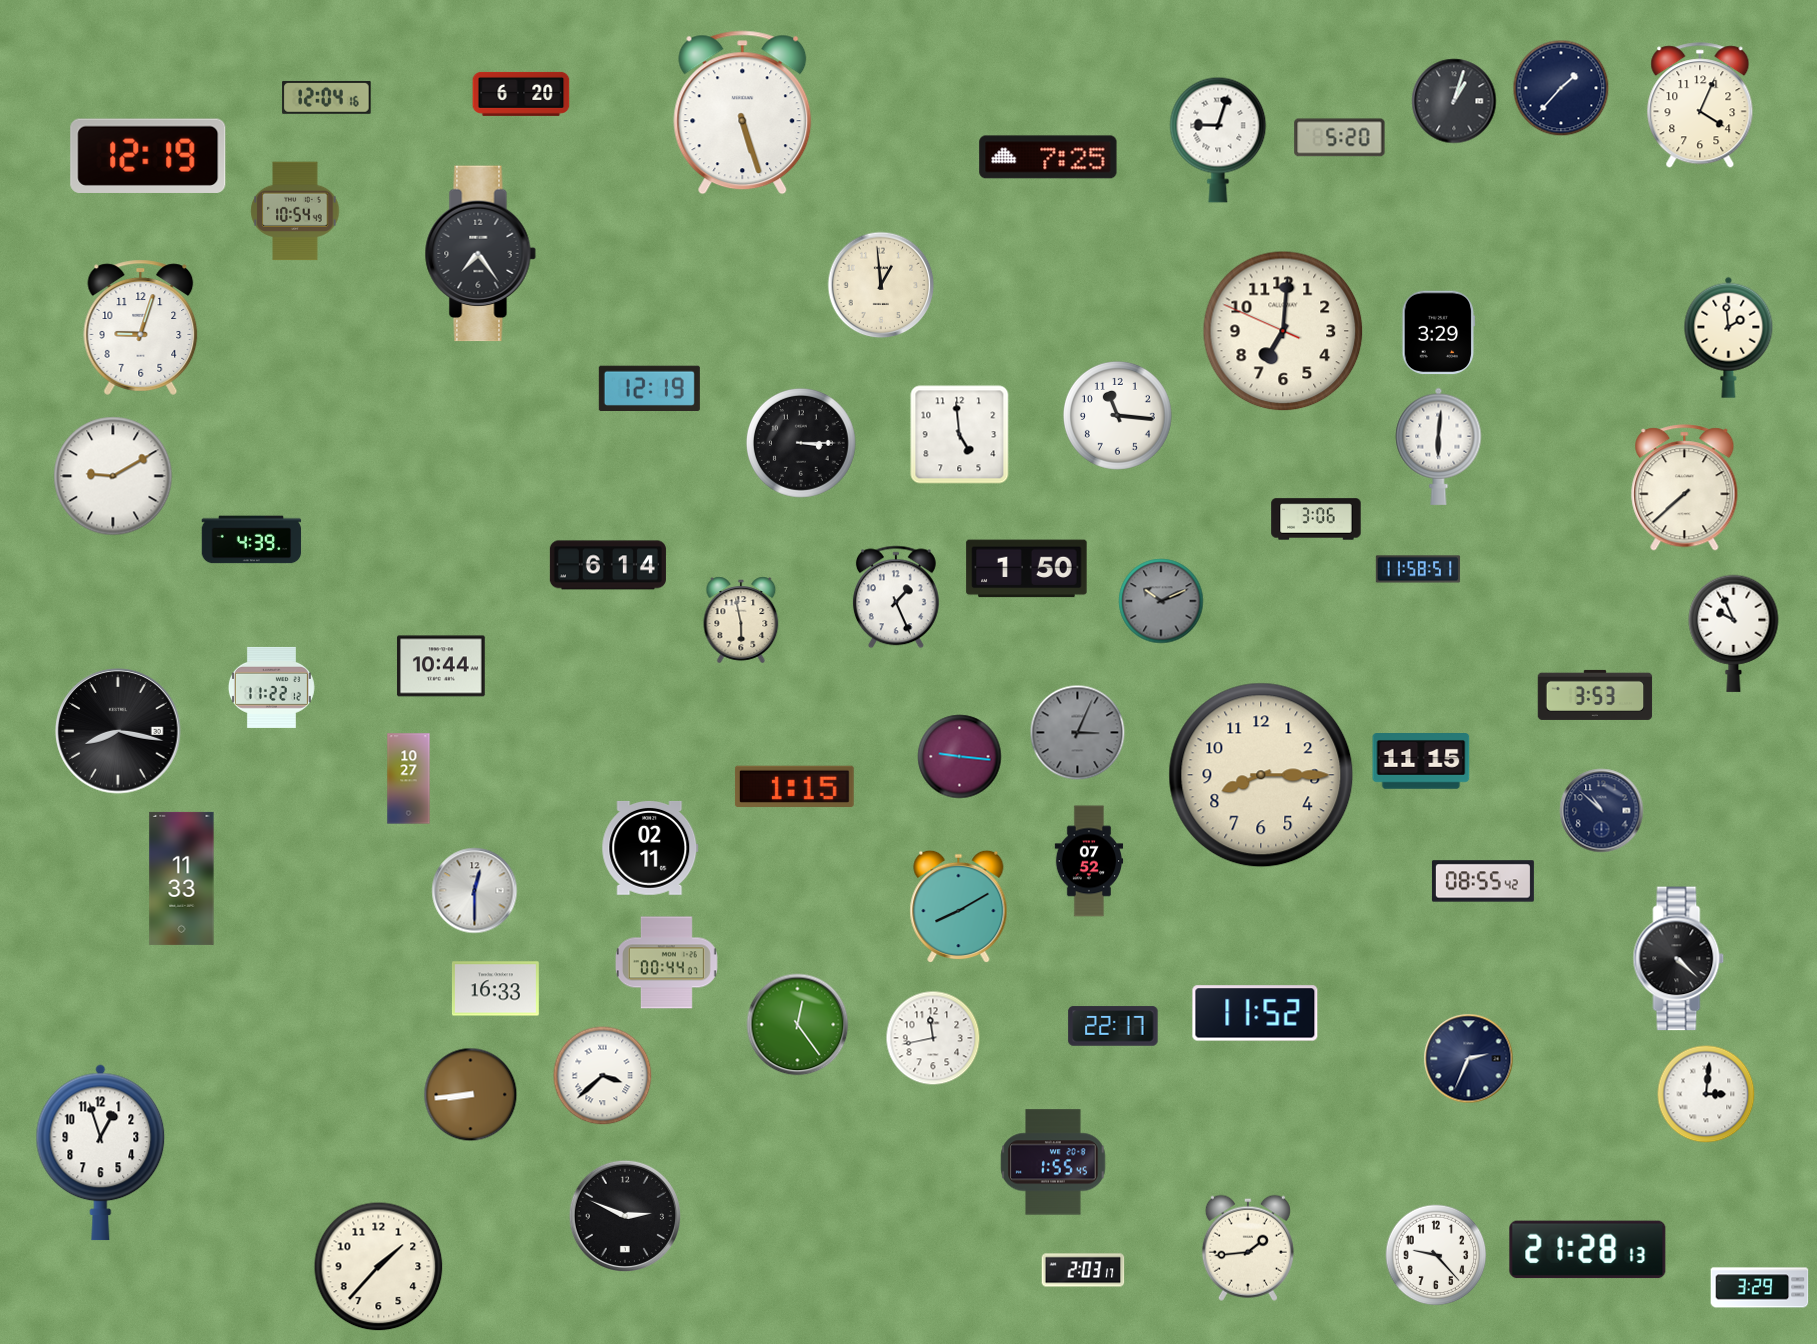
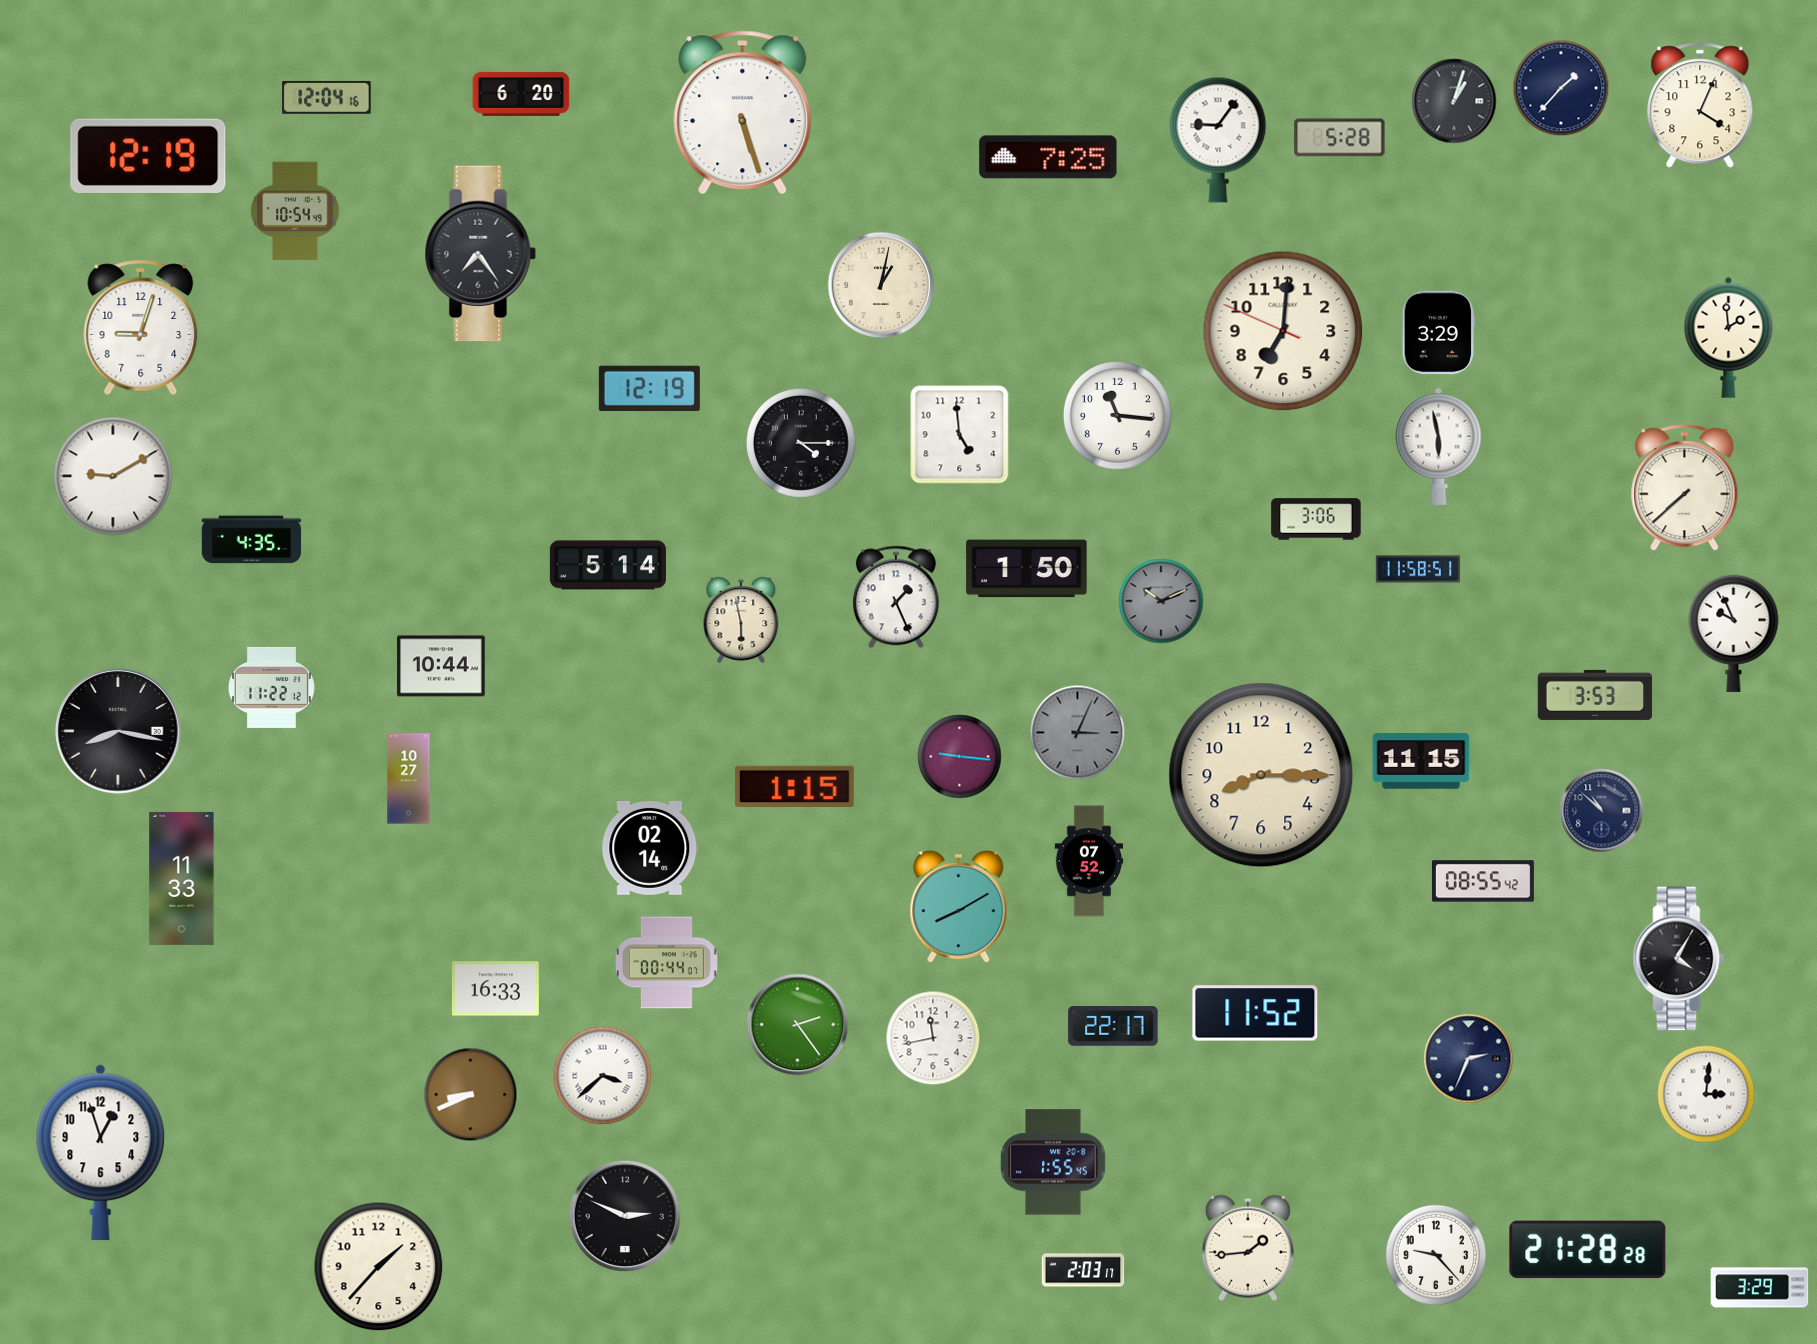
clock at (1340, 138): 5:20 -> 5:28
clock at (1218, 140): 9:03 -> 9:06
clock at (881, 285): 12:59 -> 1:02
clock at (801, 443): 3:15 -> 4:15
clock at (1439, 446): 6:01 -> 5:58
clock at (252, 540): 4:39 -> 4:35
clock at (608, 565): 6:14 -> 5:14
clock at (650, 848): 02:11 -> 02:14
clock at (475, 891): 12:30 -> none
clock at (1679, 959): 4:22 -> 4:05
clock at (798, 1025): 12:24 -> 2:24
clock at (471, 1095): 8:44 -> 8:41
clock at (1588, 1250): 21:28:13 -> 21:28:28
